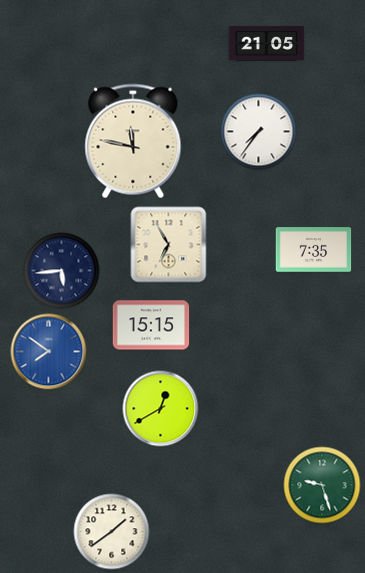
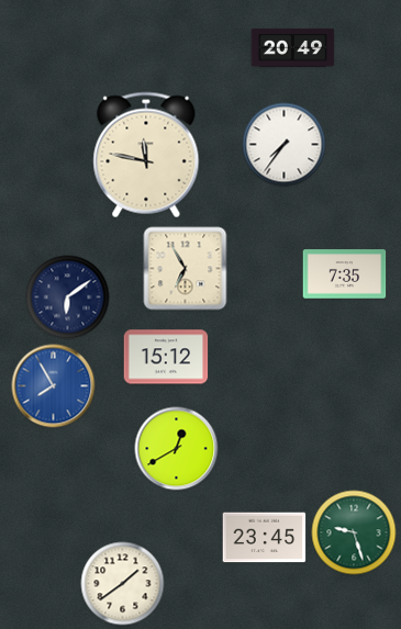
clock at (267, 43): 21:05 -> 20:49
clock at (62, 271): 5:44 -> 6:09
clock at (151, 325): 15:15 -> 15:12
clock at (49, 352): 7:51 -> 7:55
clock at (265, 538): none -> 23:45
